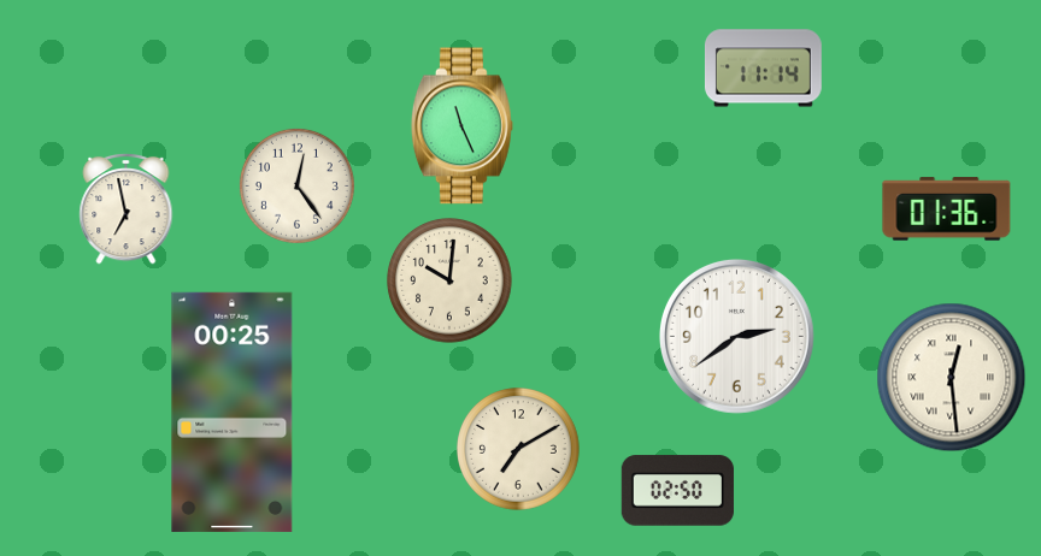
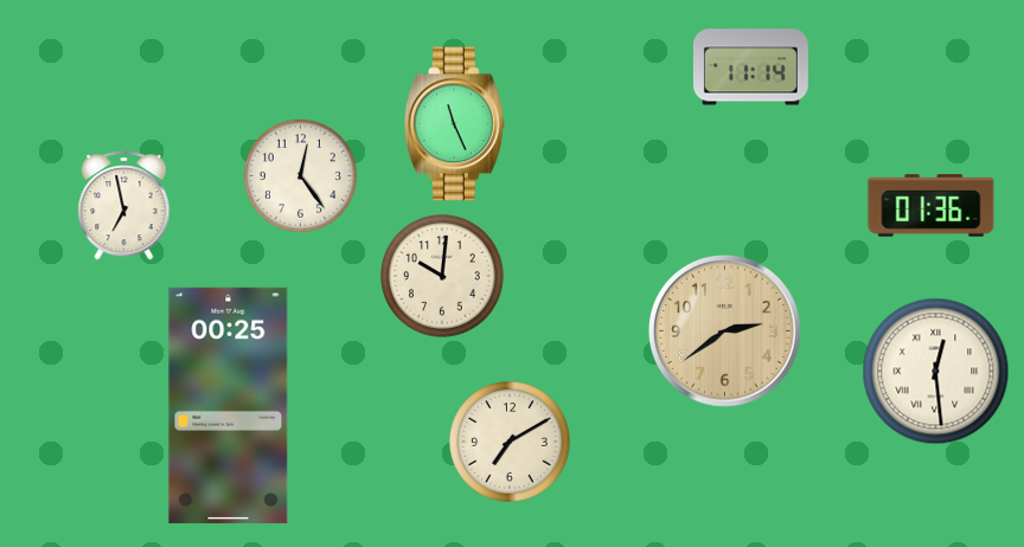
clock at (296, 185) position: (296, 185) -> (300, 175)
clock at (736, 336) dial: white -> champagne
clock at (677, 491): 02:50 -> none
